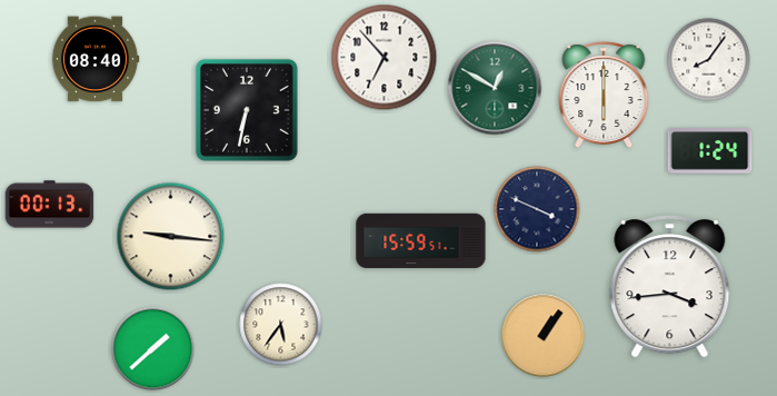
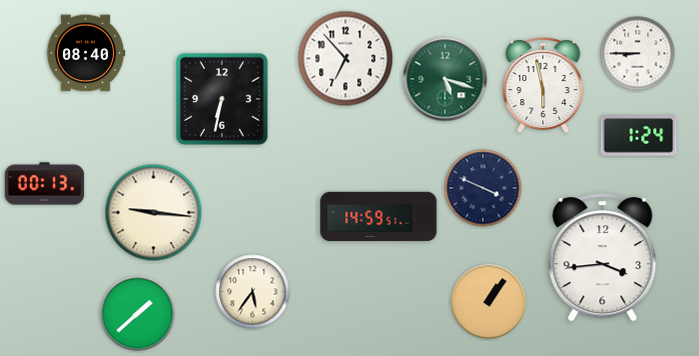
clock at (385, 58) position: (385, 58) -> (346, 59)
clock at (709, 60): 8:06 -> 8:45
clock at (495, 88): 12:50 -> 5:18
clock at (604, 96): 6:00 -> 5:58
clock at (421, 241): 15:59 -> 14:59
